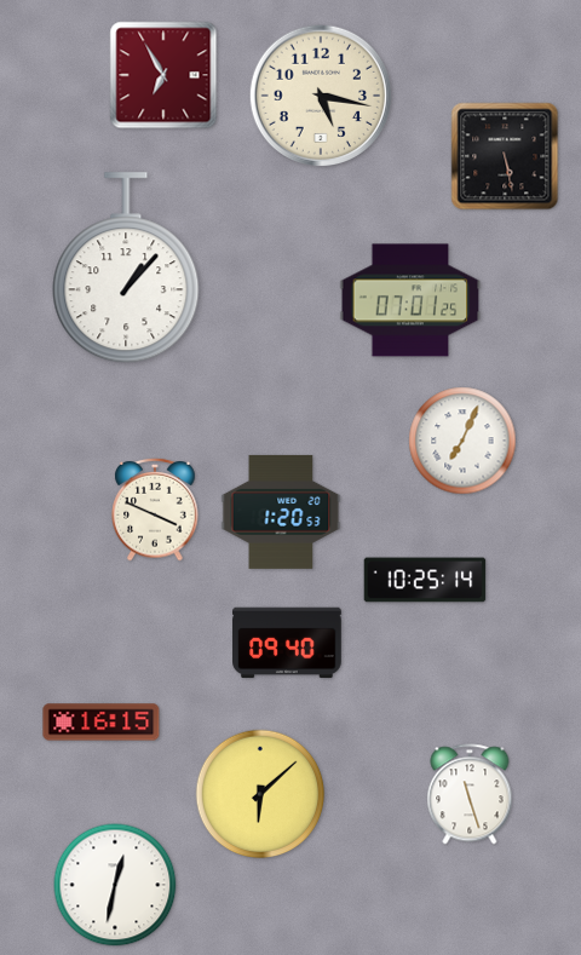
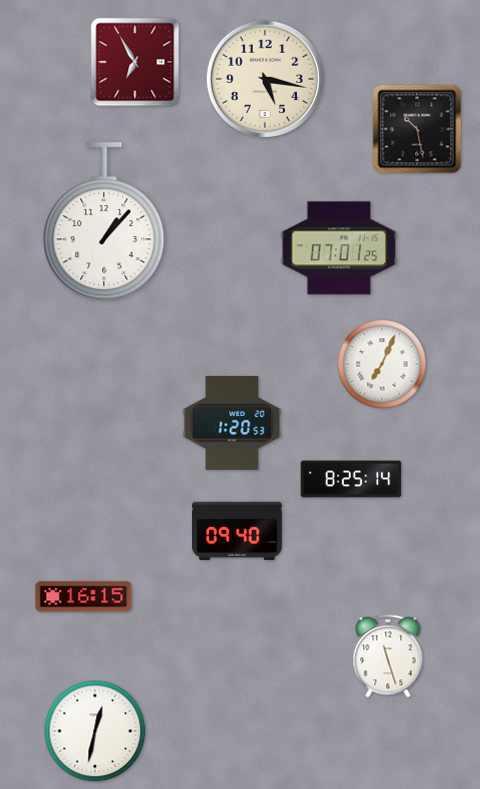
clock at (505, 156): 5:28 -> 10:28
clock at (155, 510): 3:49 -> none
clock at (425, 580): 10:25 -> 8:25
clock at (260, 794): 6:08 -> none
